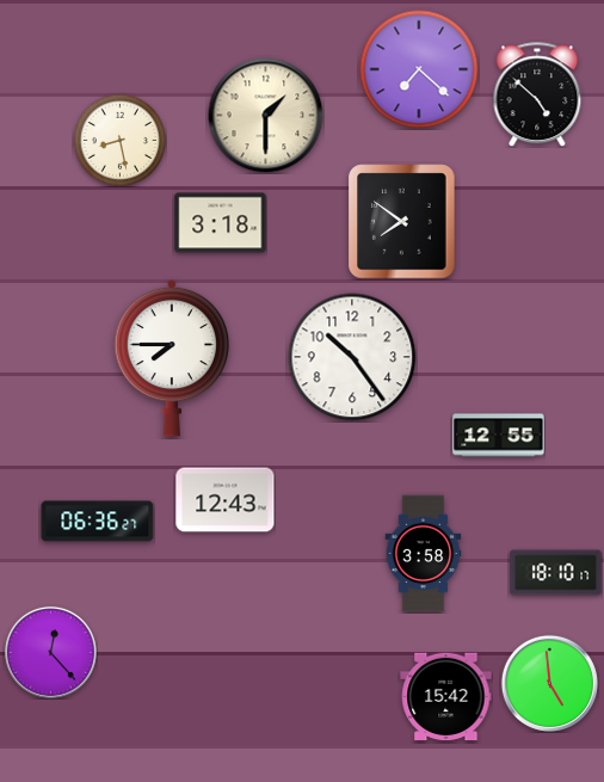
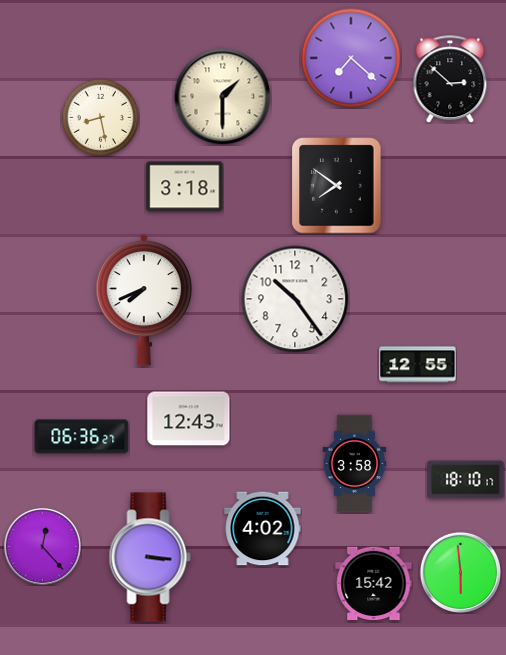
clock at (537, 94): 4:52 -> 2:52
clock at (172, 358): 7:45 -> 7:41
clock at (263, 529): none -> 4:02
clock at (150, 557): none -> 3:16
clock at (549, 683): 4:59 -> 5:59
